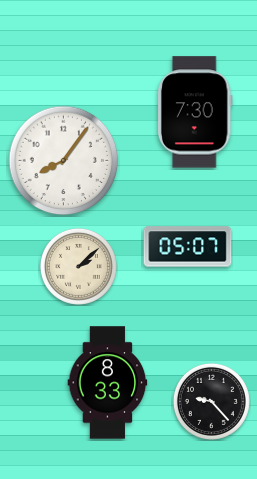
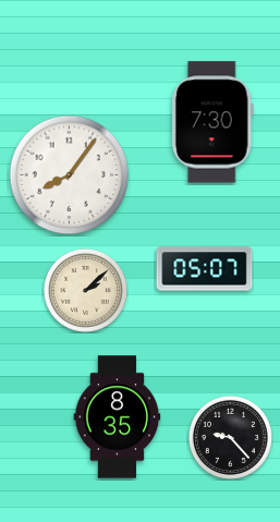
clock at (108, 383): 8:33 -> 8:35
